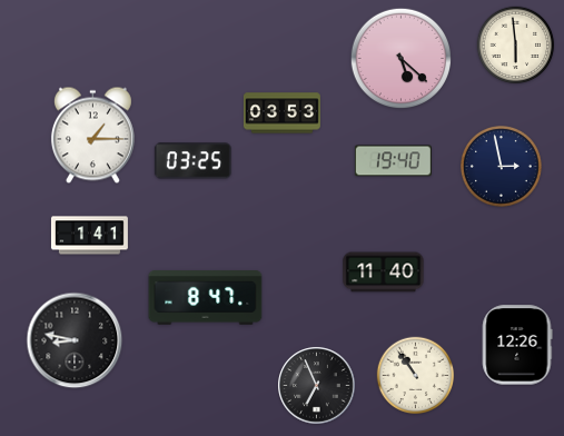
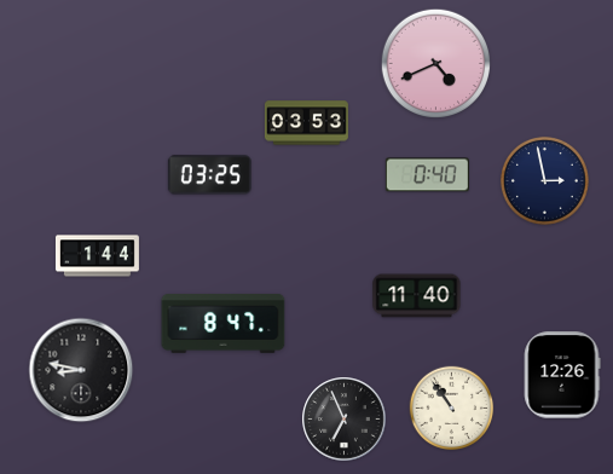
clock at (516, 46): 5:59 -> none
clock at (400, 58): 5:22 -> 4:41
clock at (92, 136): 1:15 -> none
clock at (393, 161): 19:40 -> 0:40
clock at (89, 236): 1:41 -> 1:44
